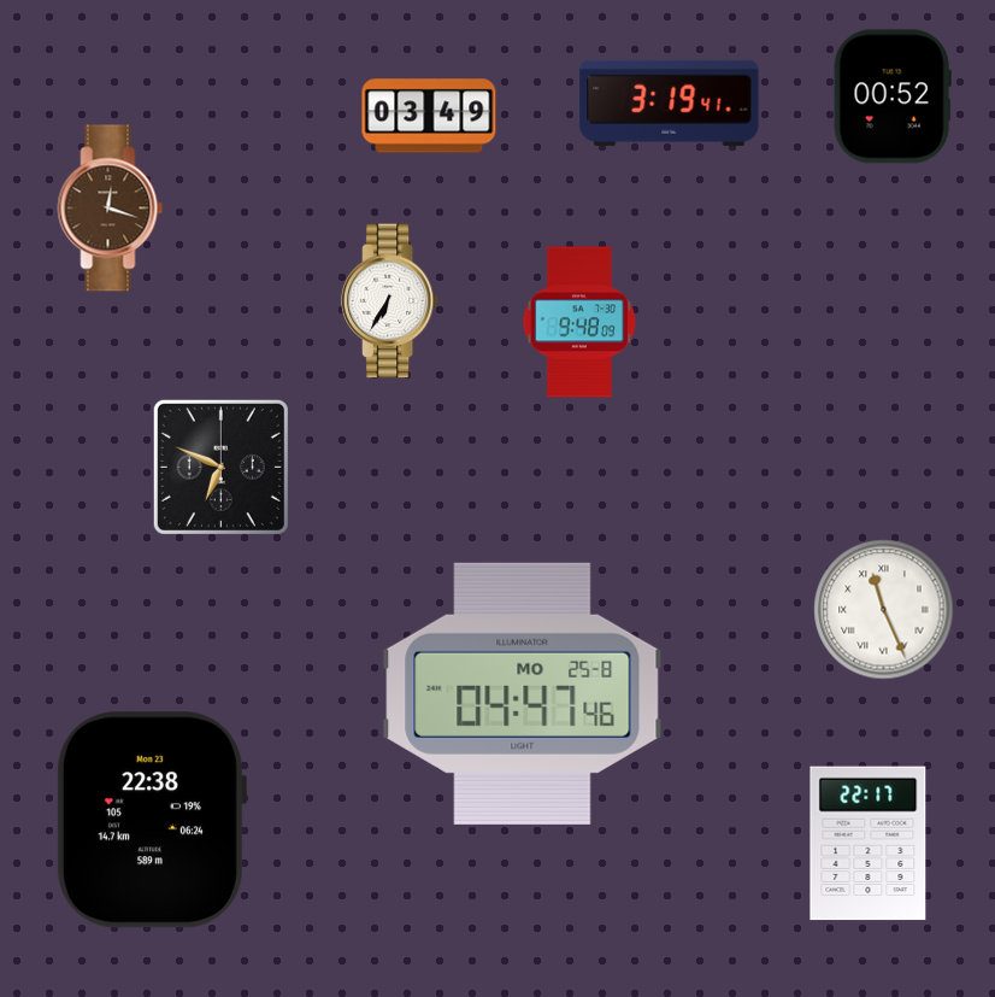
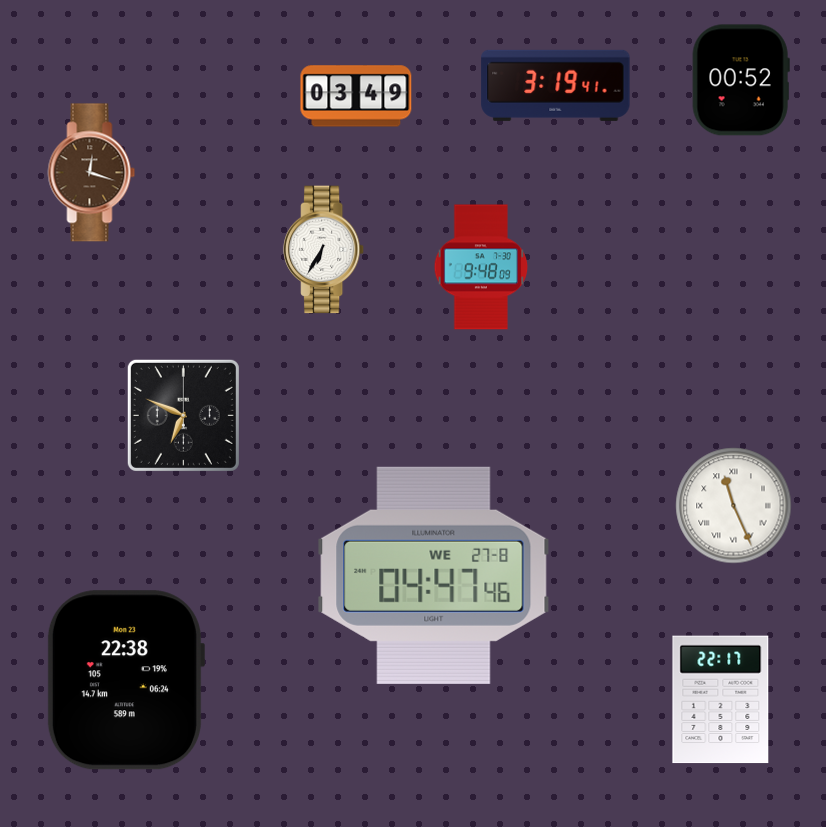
clock at (220, 467) position: (220, 467) -> (183, 415)
clock at (523, 693) date: MO 25-8 -> WE 27-8
